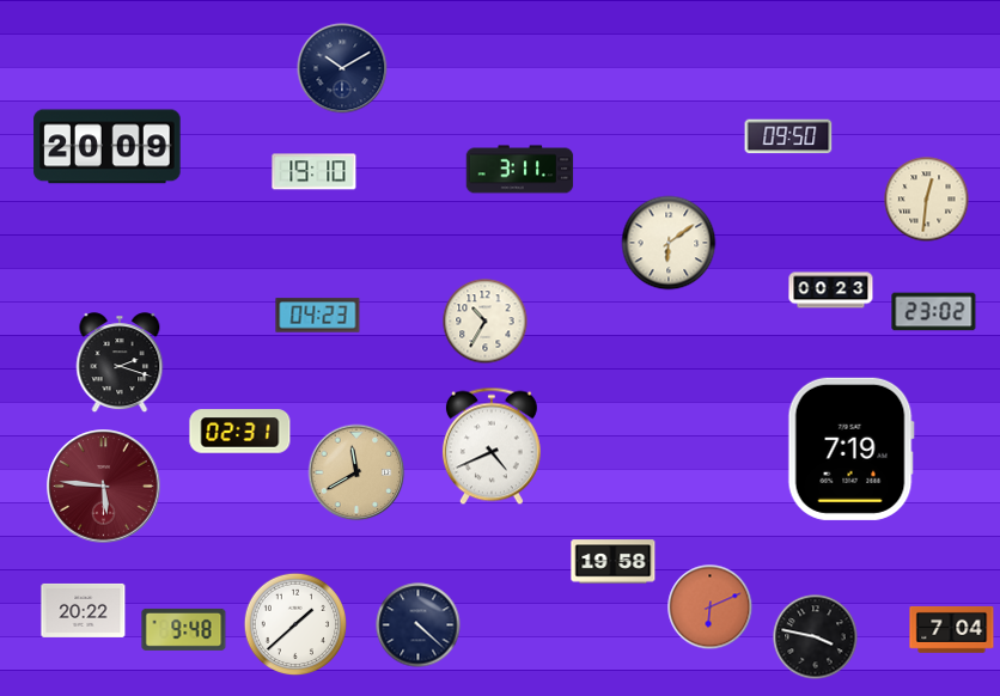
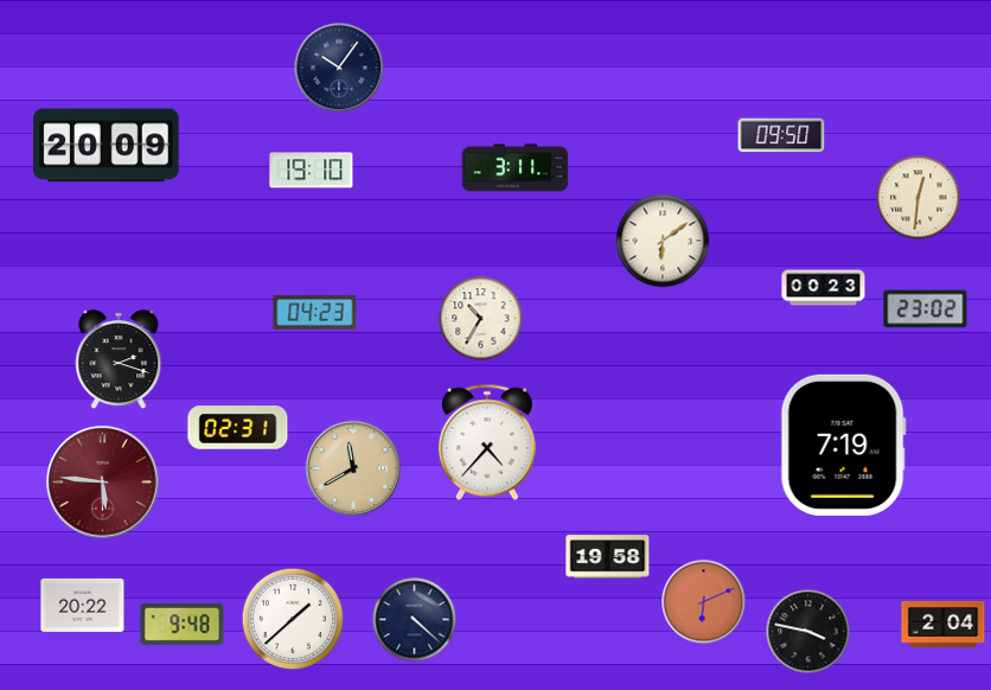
clock at (342, 68): 10:10 -> 10:06
clock at (492, 446): 4:41 -> 4:37
clock at (952, 629): 7:04 -> 2:04
